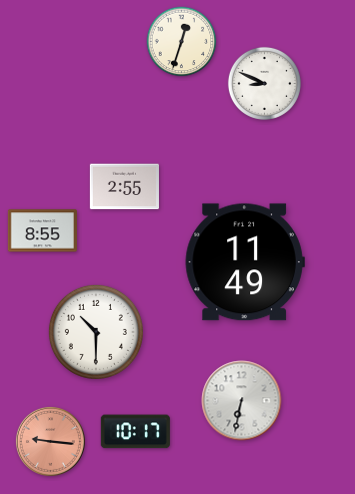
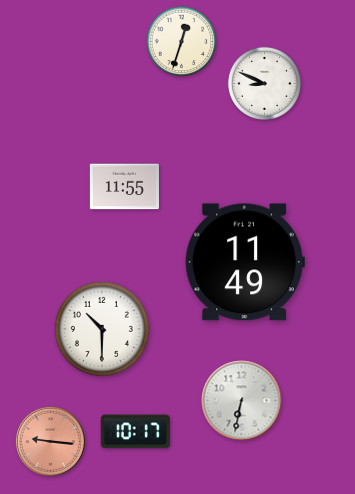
clock at (124, 187): 2:55 -> 11:55
clock at (42, 231): 8:55 -> none
clock at (96, 332) position: (96, 332) -> (102, 329)
